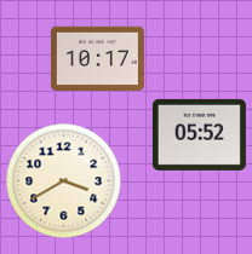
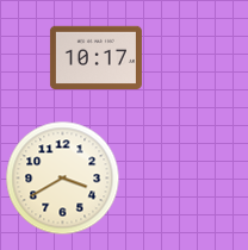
clock at (199, 134): 05:52 -> none
